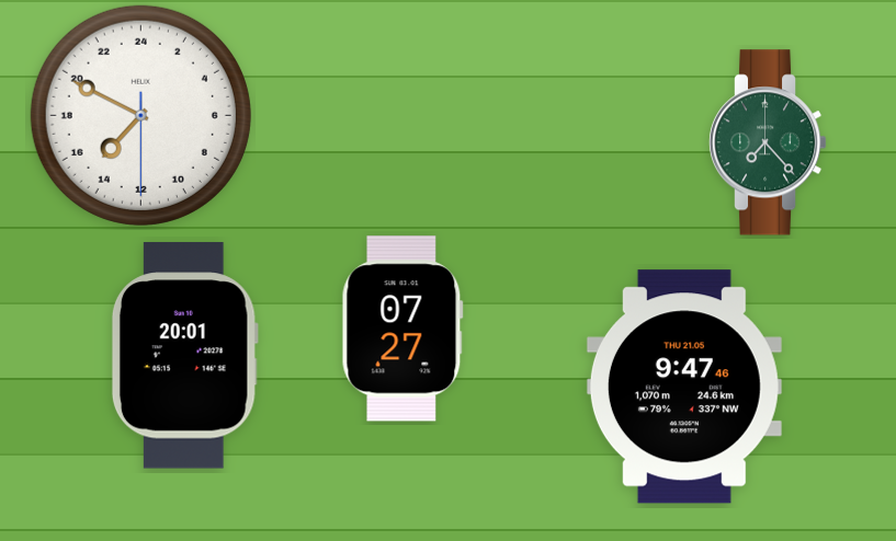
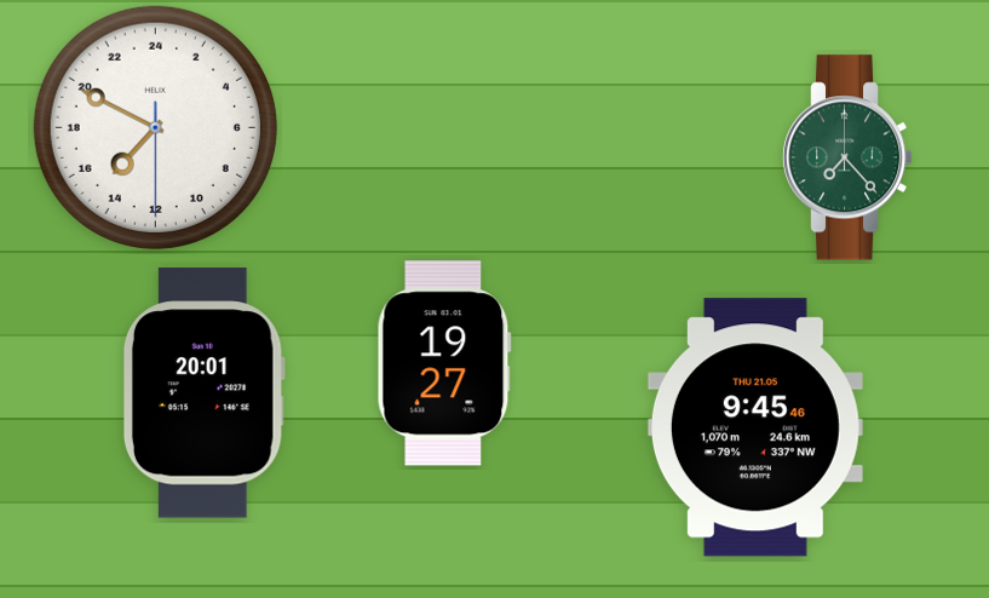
clock at (402, 329): 07:27 -> 19:27
clock at (684, 387): 9:47 -> 9:45
